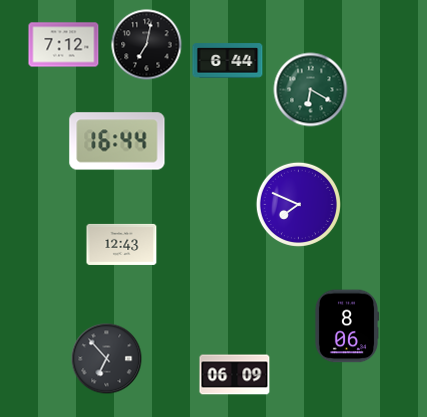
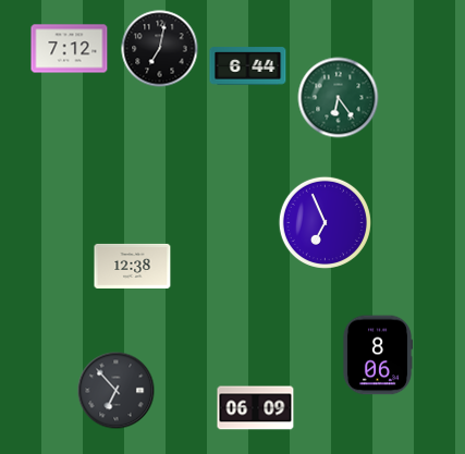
clock at (311, 90): 6:20 -> 6:24
clock at (117, 141): 16:44 -> none
clock at (298, 204): 7:49 -> 6:56
clock at (122, 244): 12:43 -> 12:38
